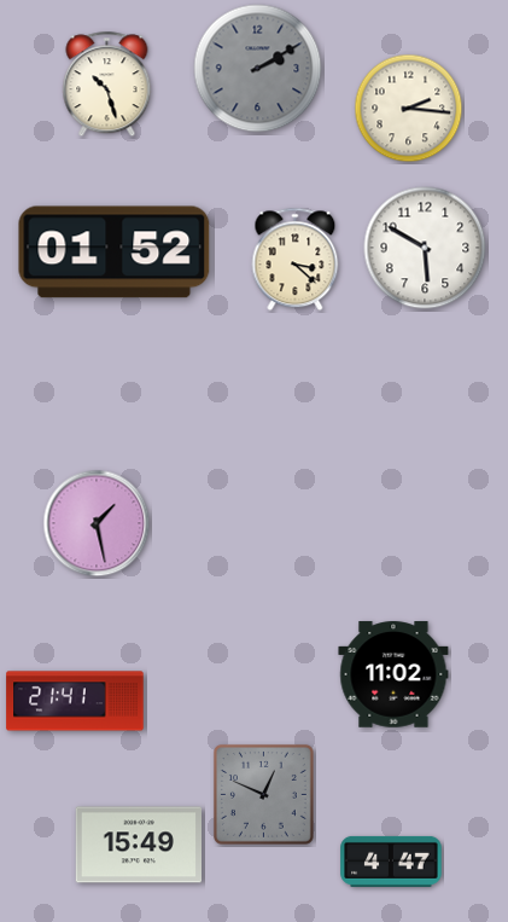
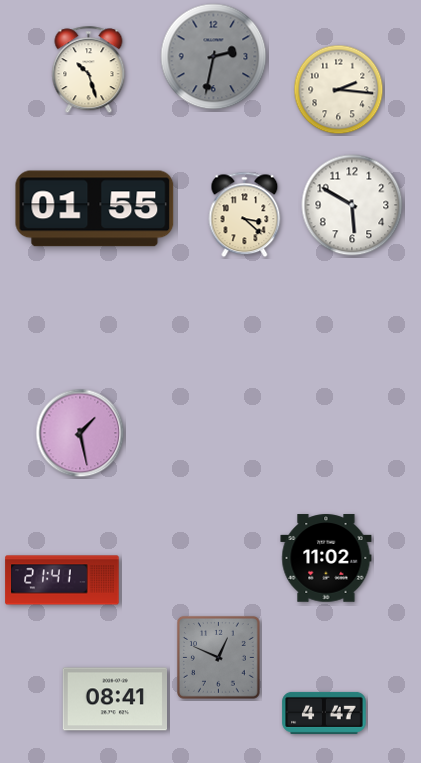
clock at (258, 69): 2:10 -> 2:32
clock at (115, 253): 01:52 -> 01:55
clock at (138, 845): 15:49 -> 08:41
